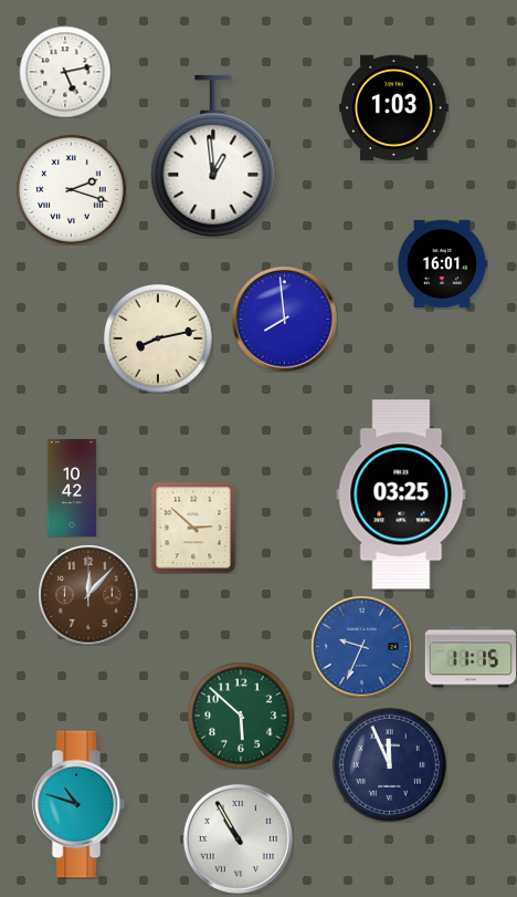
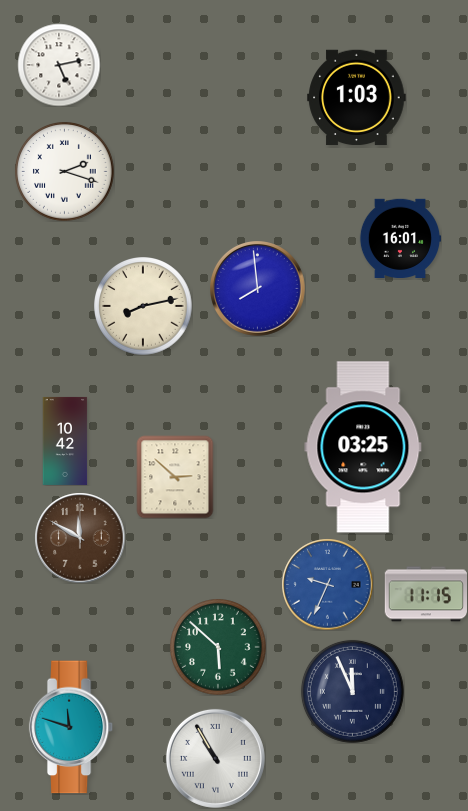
clock at (213, 156): 12:59 -> none
clock at (88, 595): 12:07 -> 11:50
clock at (78, 804): 10:48 -> 11:48
